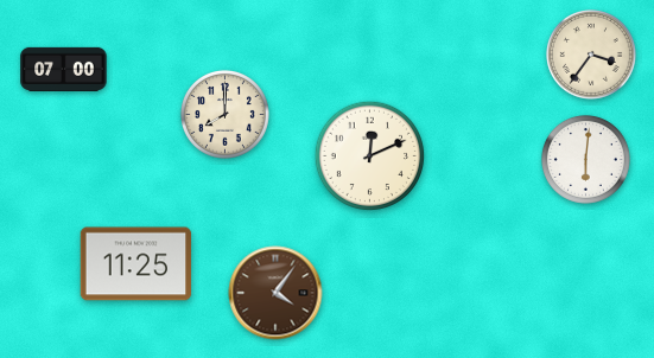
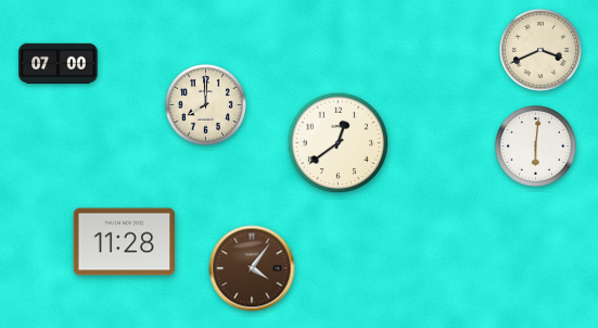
clock at (592, 56): 3:36 -> 3:41
clock at (370, 156): 12:11 -> 12:39
clock at (136, 264): 11:25 -> 11:28
